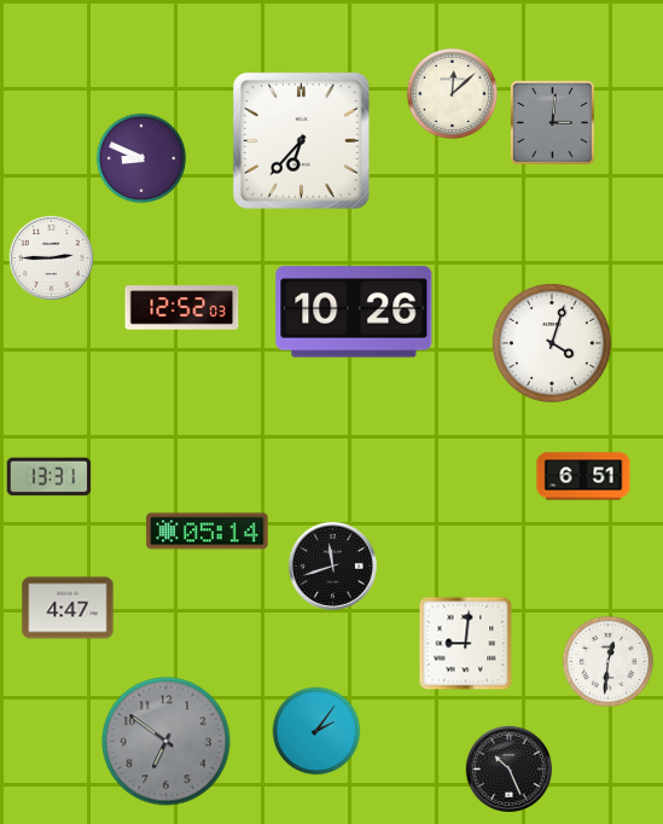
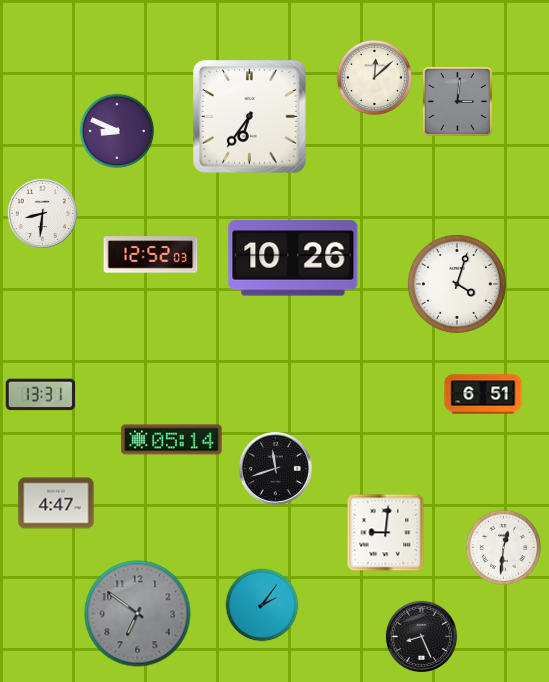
clock at (302, 141): 6:37 -> 6:36
clock at (52, 259): 2:45 -> 8:31
clock at (508, 768): 10:26 -> 8:26
